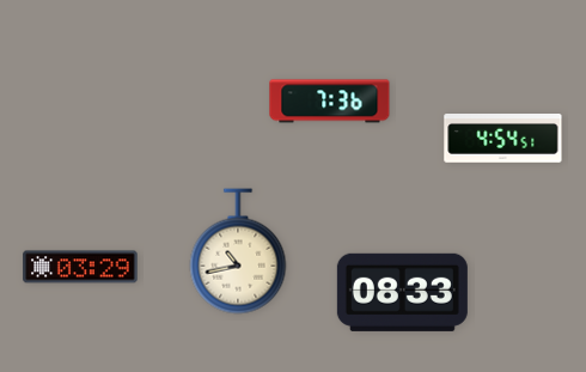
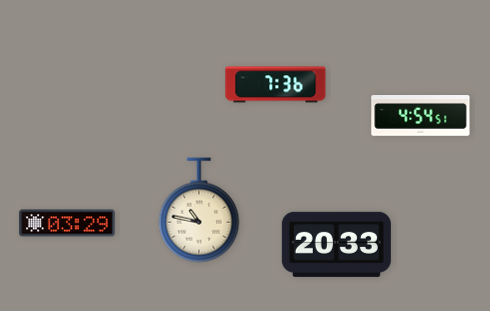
clock at (238, 251): 10:43 -> 10:47
clock at (402, 292): 08:33 -> 20:33
